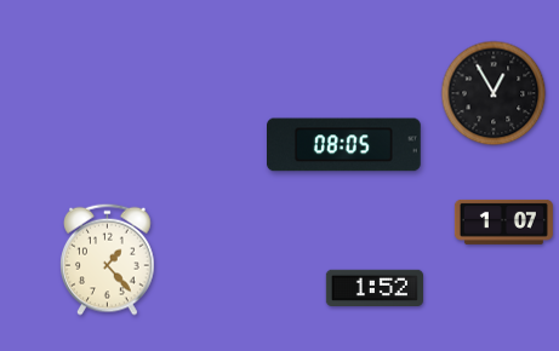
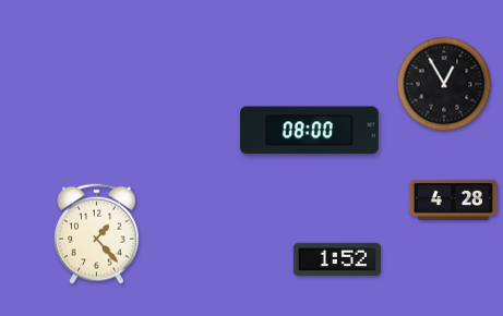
clock at (344, 145): 08:05 -> 08:00
clock at (503, 221): 1:07 -> 4:28
